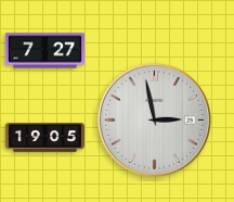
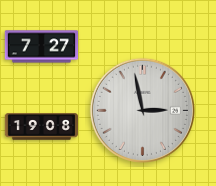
clock at (45, 138): 19:05 -> 19:08
